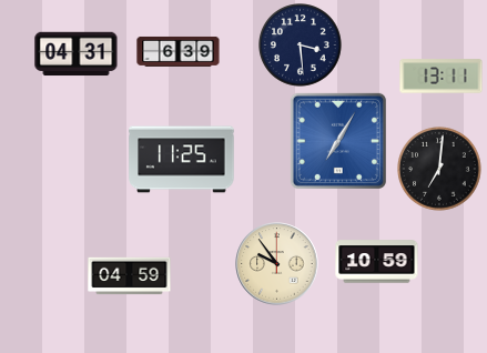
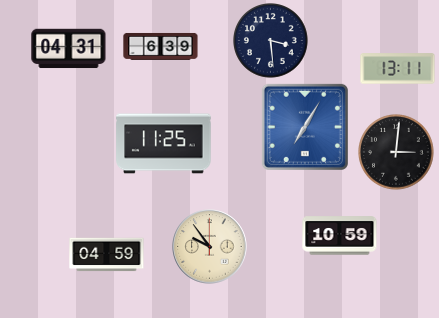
clock at (440, 170): 7:01 -> 3:01
clock at (277, 264) position: (277, 264) -> (210, 247)
clock at (130, 276) position: (130, 276) -> (107, 255)
